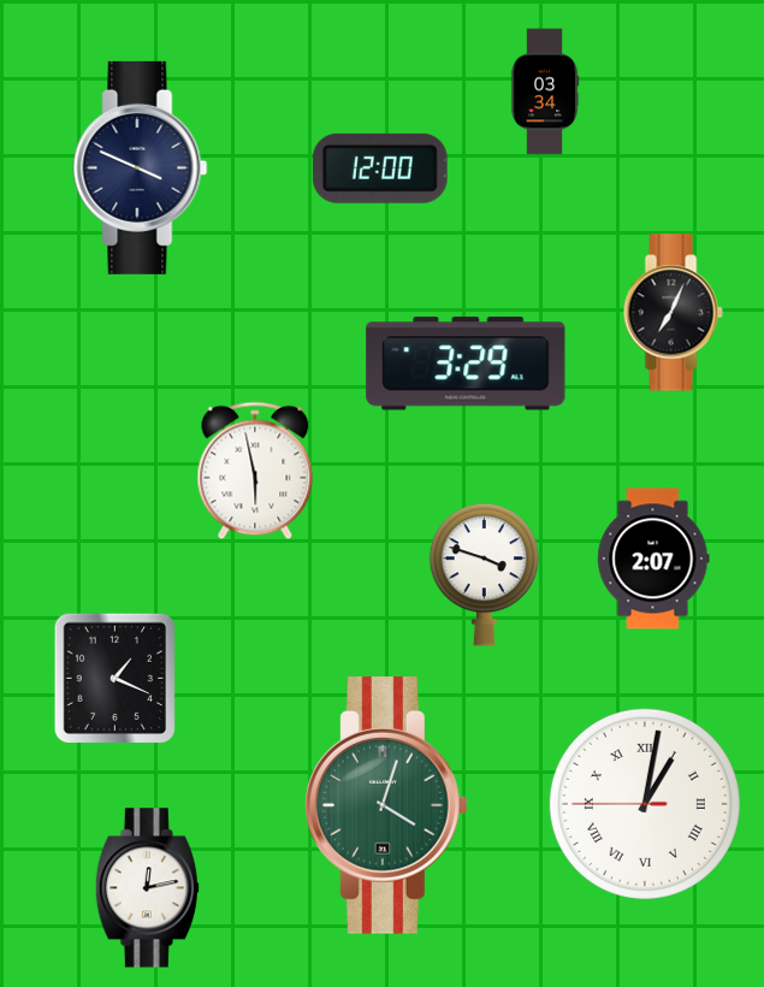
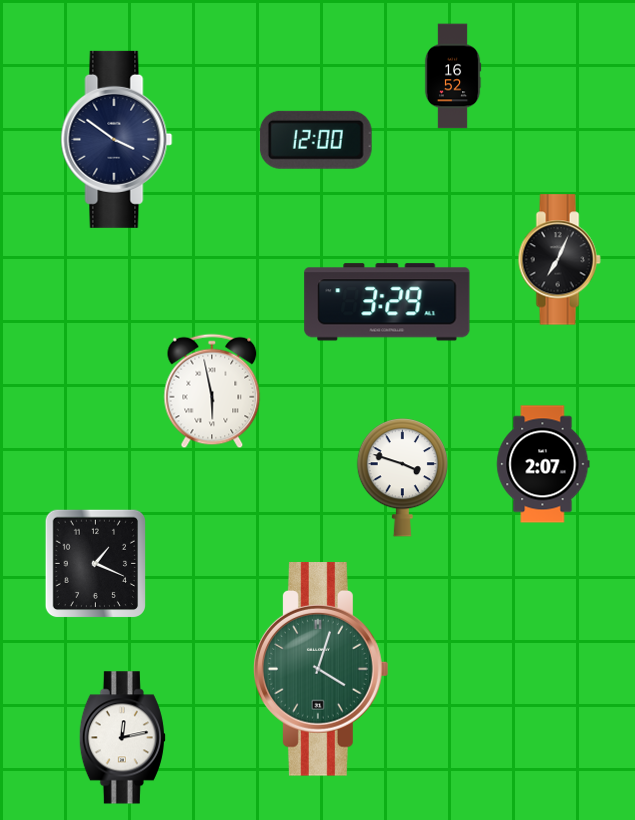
clock at (545, 91): 03:34 -> 16:52
clock at (141, 167): 3:49 -> 3:51
clock at (645, 804): 1:01 -> none
